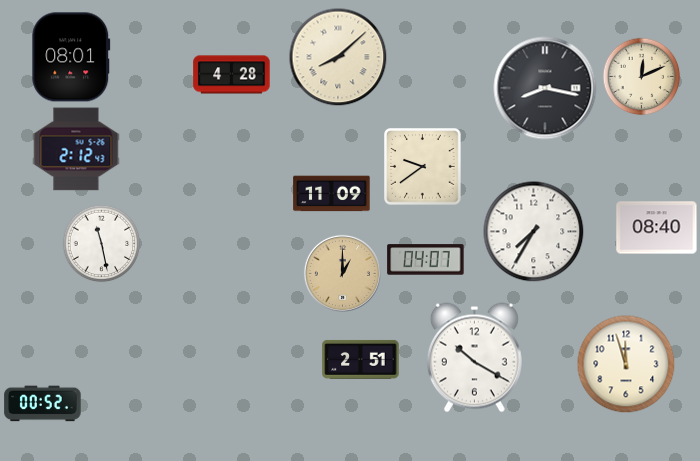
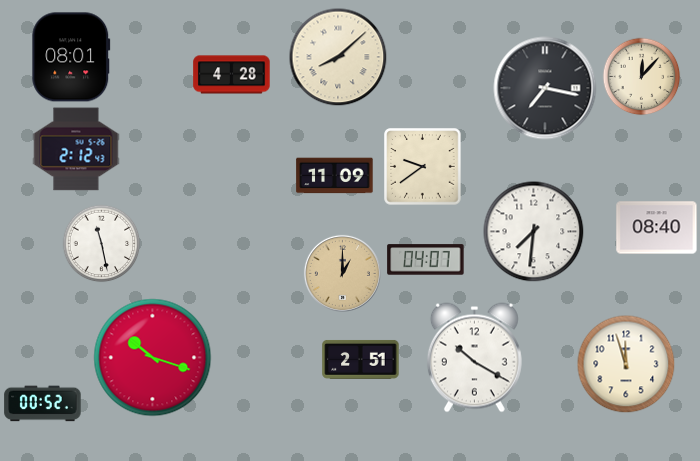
clock at (641, 76): 12:11 -> 12:07
clock at (545, 88): 8:17 -> 7:17
clock at (332, 194) position: (332, 194) -> (335, 176)
clock at (534, 232): 7:35 -> 7:31
clock at (153, 358): none -> 10:18
